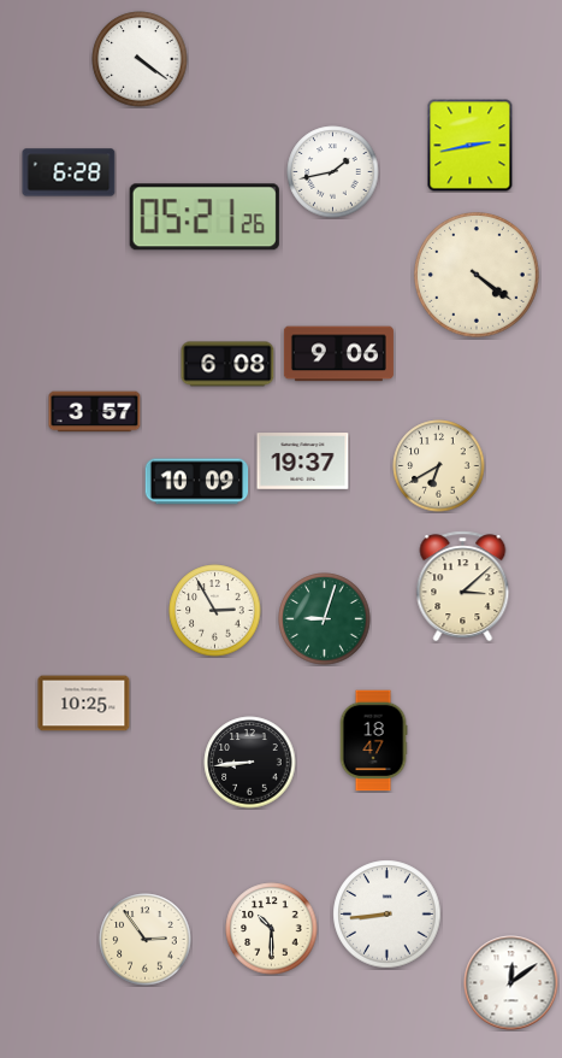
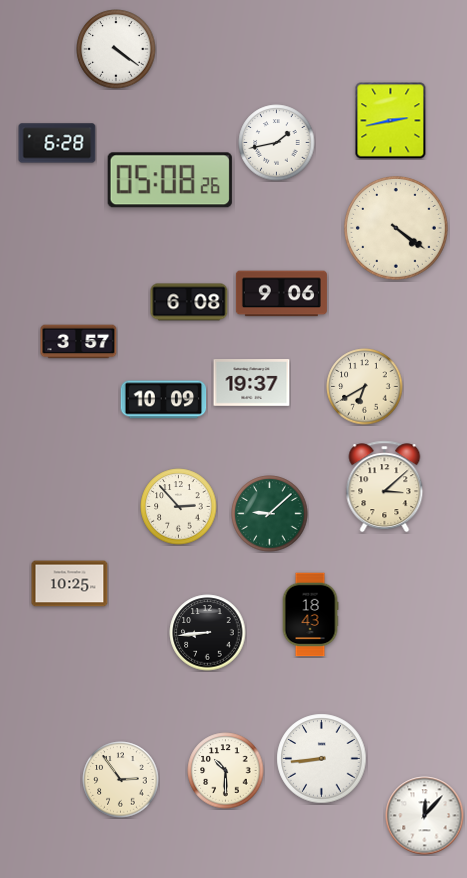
clock at (205, 217): 05:21 -> 05:08
clock at (215, 611): 2:55 -> 2:53
clock at (325, 619): 9:03 -> 9:08
clock at (373, 741): 18:47 -> 18:43
clock at (511, 983): 12:09 -> 12:07
